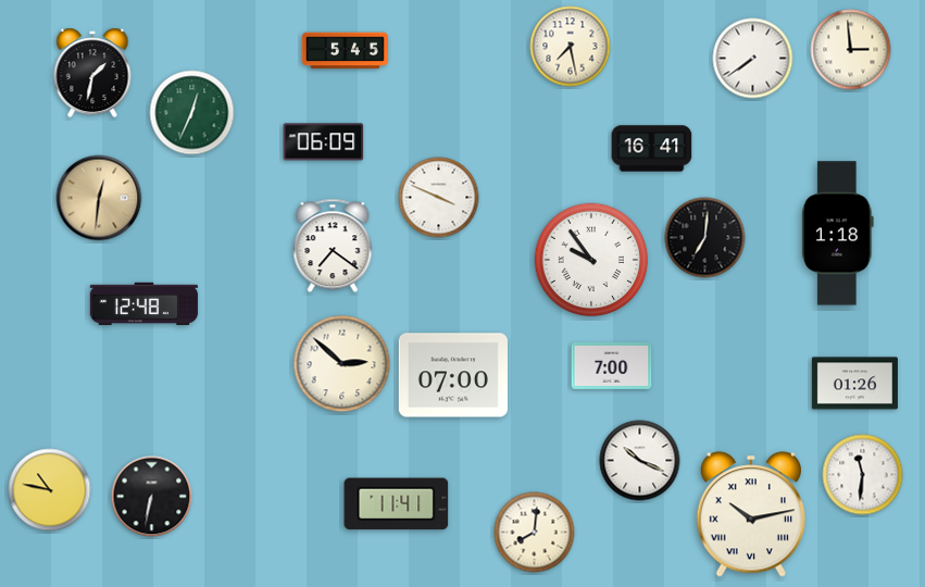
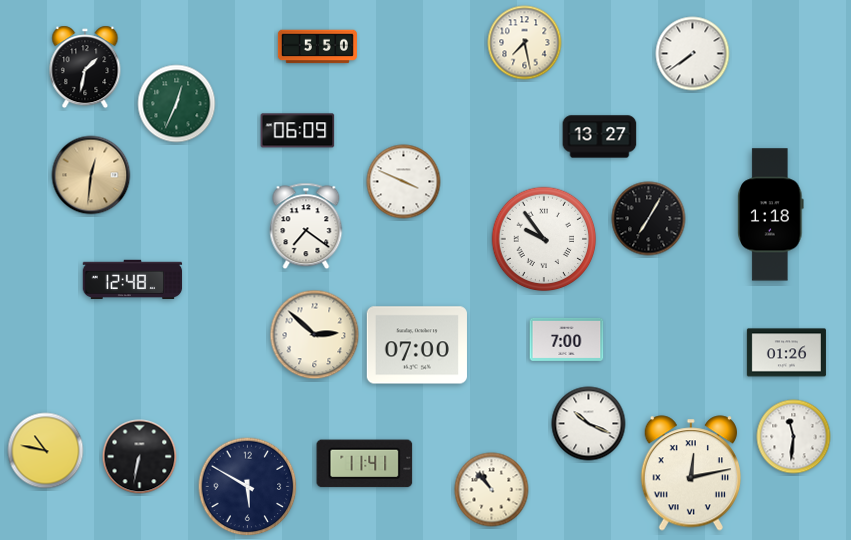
clock at (851, 50): 2:59 -> none
clock at (345, 51): 5:45 -> 5:50
clock at (652, 149): 16:41 -> 13:27
clock at (99, 198) position: (99, 198) -> (91, 175)
clock at (705, 238): 7:01 -> 7:05
clock at (612, 365) position: (612, 365) -> (567, 339)
clock at (750, 514): 10:13 -> 12:13
clock at (248, 487): none -> 5:50
clock at (535, 533): 8:01 -> 10:53
